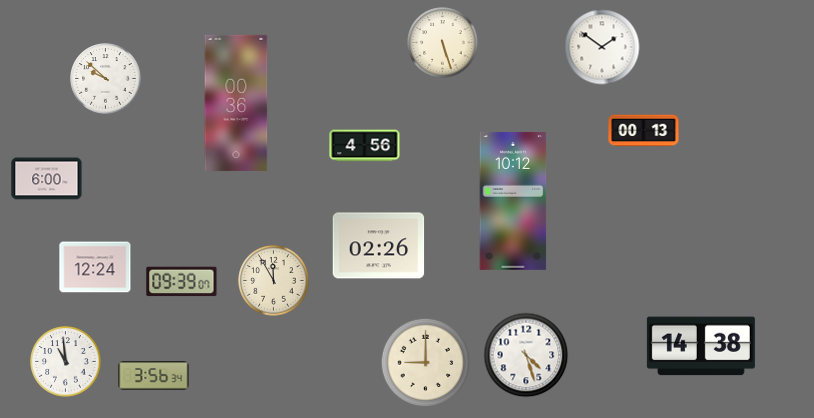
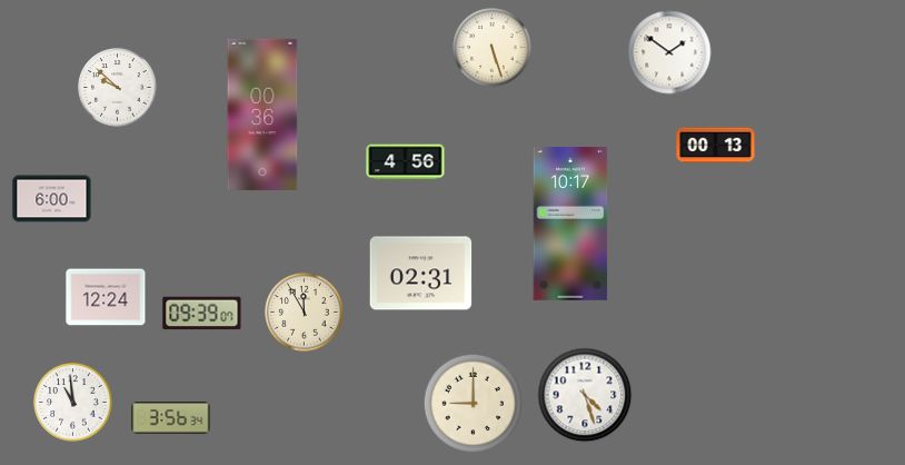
clock at (513, 201): 10:12 -> 10:17
clock at (379, 246): 02:26 -> 02:31
clock at (701, 346): 14:38 -> none
